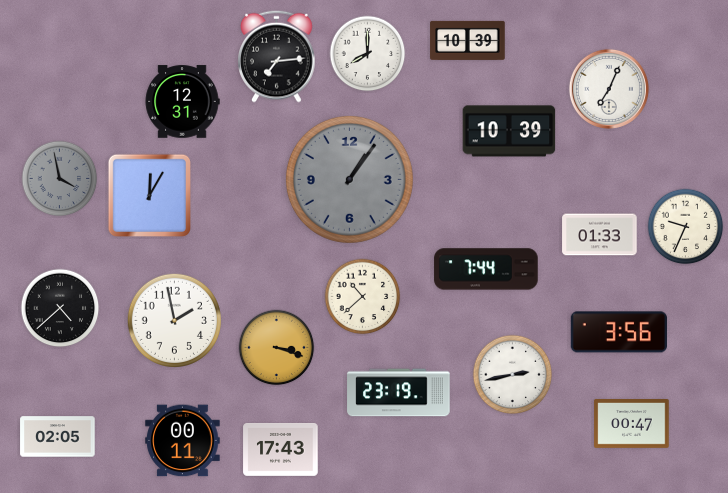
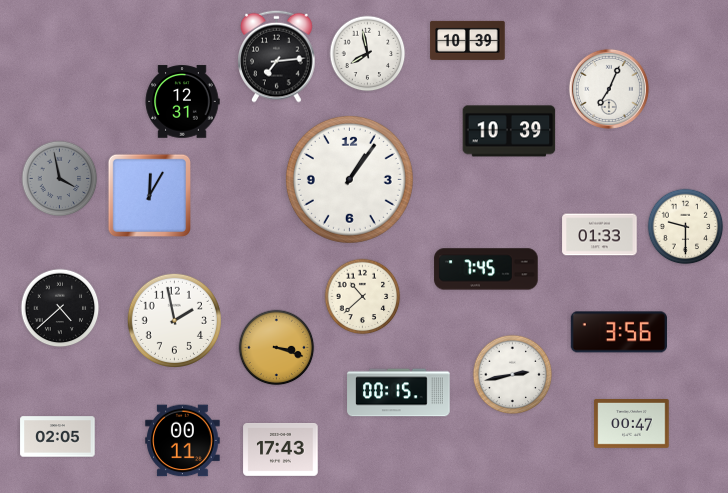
clock at (368, 54): 8:00 -> 7:58
clock at (349, 179) dial: grey -> white
clock at (686, 227): 9:34 -> 9:30
clock at (486, 269): 7:44 -> 7:45
clock at (399, 393): 23:19 -> 00:15
